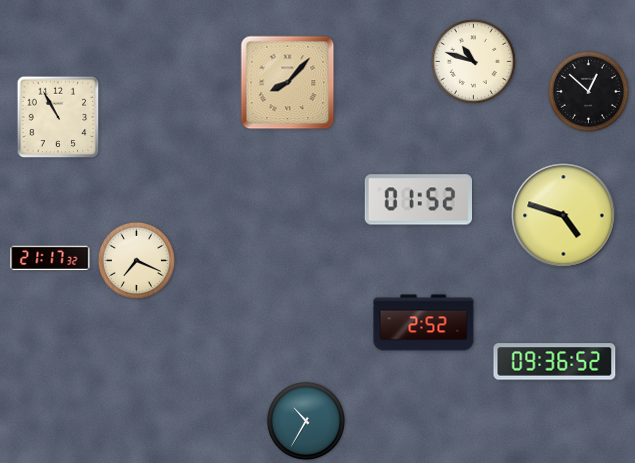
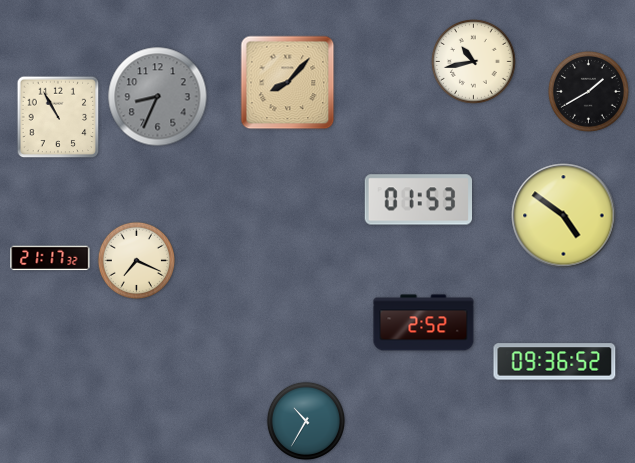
clock at (474, 62): 10:48 -> 10:43
clock at (588, 91): 12:52 -> 1:40
clock at (158, 97): none -> 8:34
clock at (418, 200): 01:52 -> 01:53
clock at (564, 216): 4:48 -> 4:51
